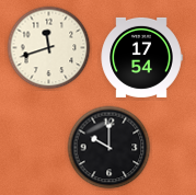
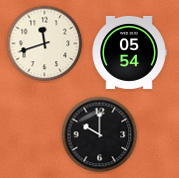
clock at (141, 57): 17:54 -> 05:54
